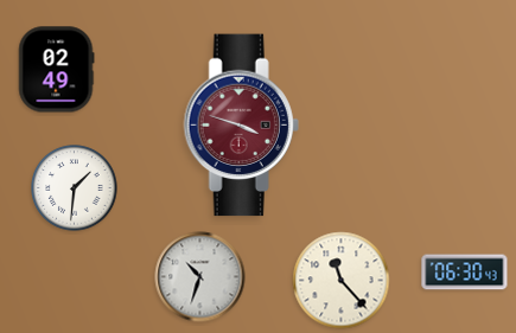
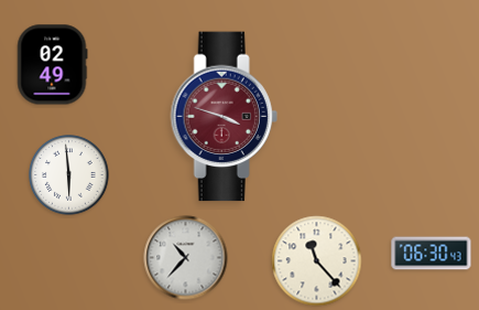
clock at (75, 188): 1:31 -> 5:59
clock at (200, 277): 10:33 -> 10:37
